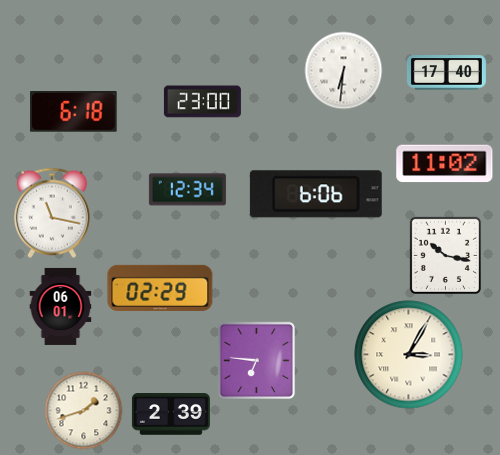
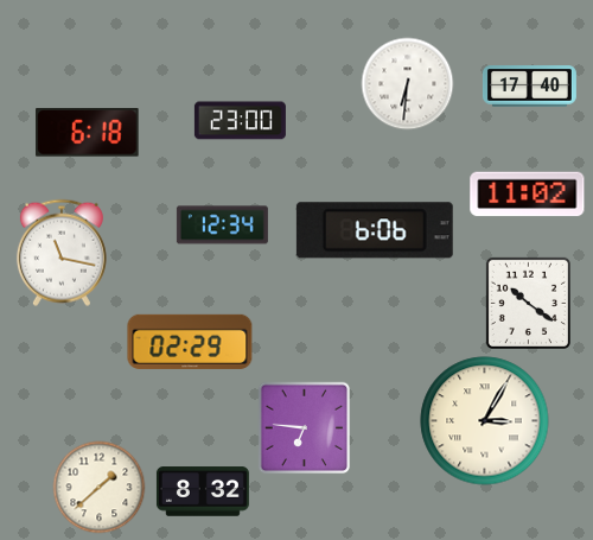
clock at (445, 255): 10:17 -> 10:21
clock at (61, 306): 06:01 -> none
clock at (83, 410): 1:42 -> 1:38
clock at (171, 414): 2:39 -> 8:32
